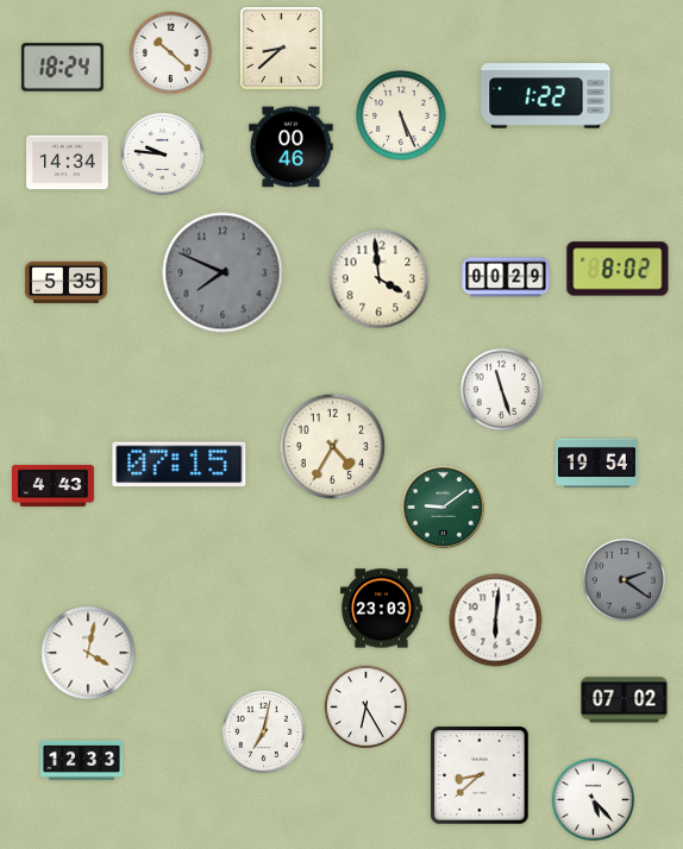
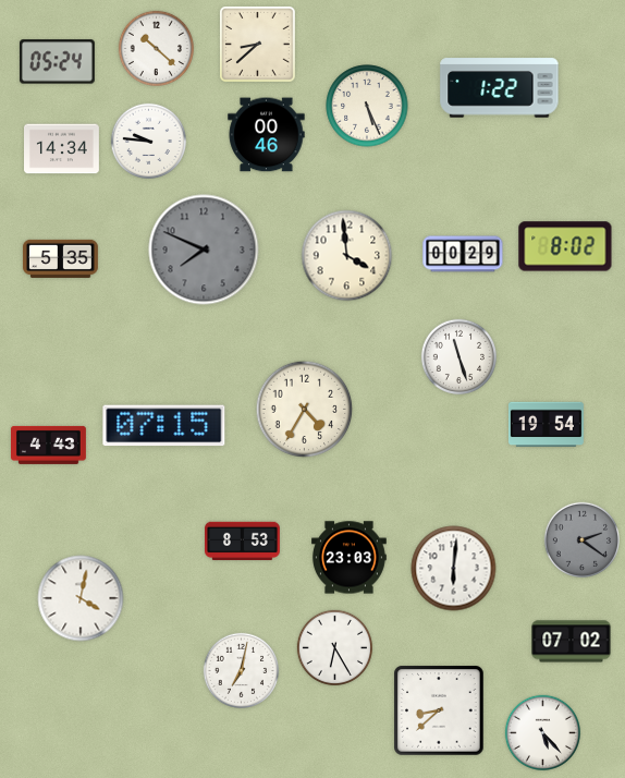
clock at (62, 68): 18:24 -> 05:24
clock at (444, 508): 9:09 -> none
clock at (624, 579) position: (624, 579) -> (581, 539)
clock at (243, 542): none -> 8:53
clock at (82, 760): 12:33 -> none
